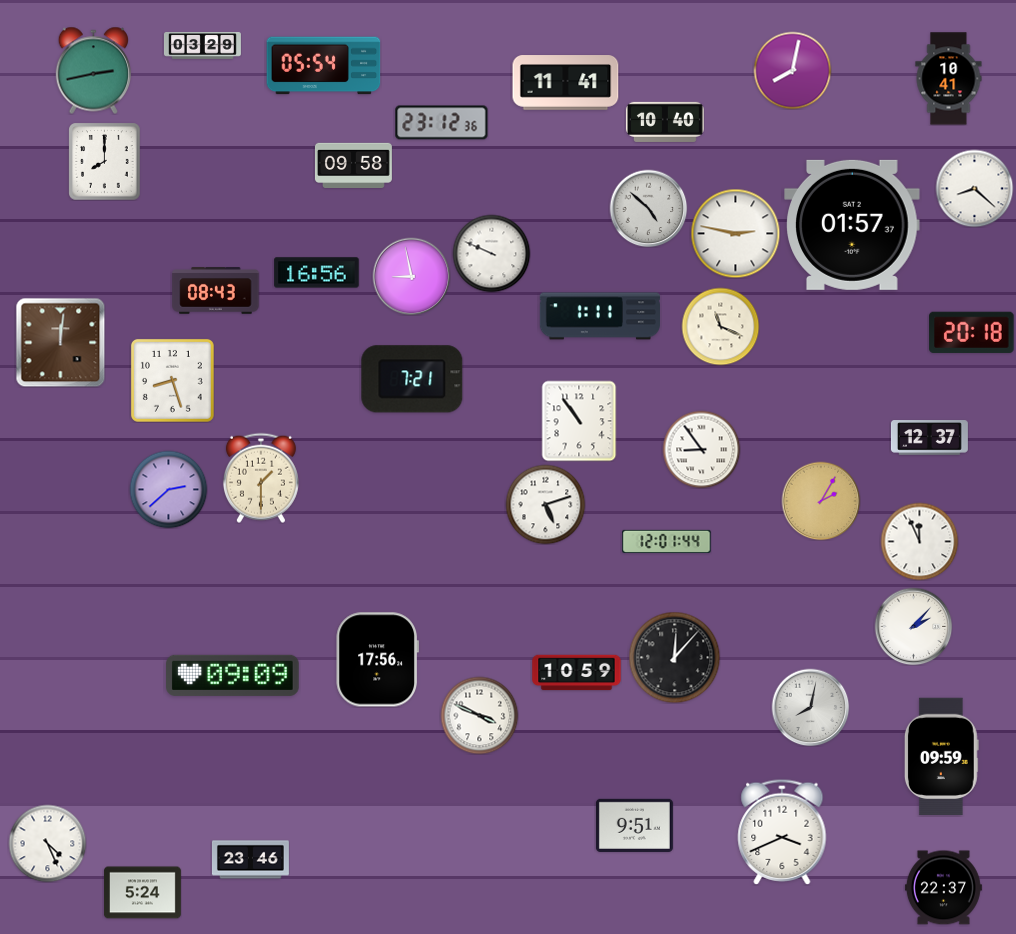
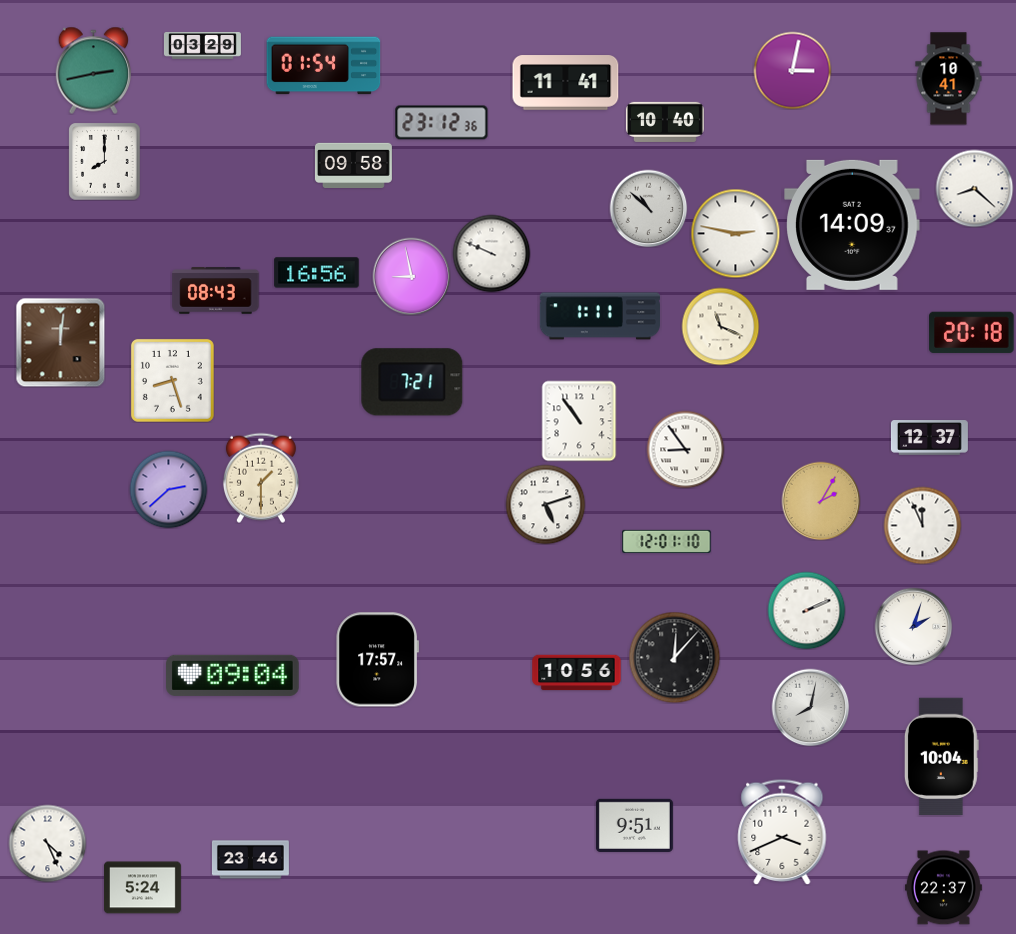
clock at (324, 66): 05:54 -> 01:54
clock at (792, 70): 8:02 -> 3:02
clock at (648, 208): 4:52 -> 10:52
clock at (852, 225): 01:57 -> 14:09
clock at (412, 379) position: (412, 379) -> (412, 382)
clock at (701, 449) position: (701, 449) -> (685, 449)
clock at (667, 541): 12:01:44 -> 12:01:10
clock at (919, 541) position: (919, 541) -> (922, 525)
clock at (806, 610): none -> 2:11
clock at (913, 626): 2:07 -> 2:03
clock at (377, 660): 17:56 -> 17:57
clock at (577, 673): 10:59 -> 10:56
clock at (233, 675): 09:09 -> 09:04
clock at (479, 715): 3:49 -> none
clock at (941, 757): 09:59 -> 10:04
clock at (142, 893) position: (142, 893) -> (142, 888)
